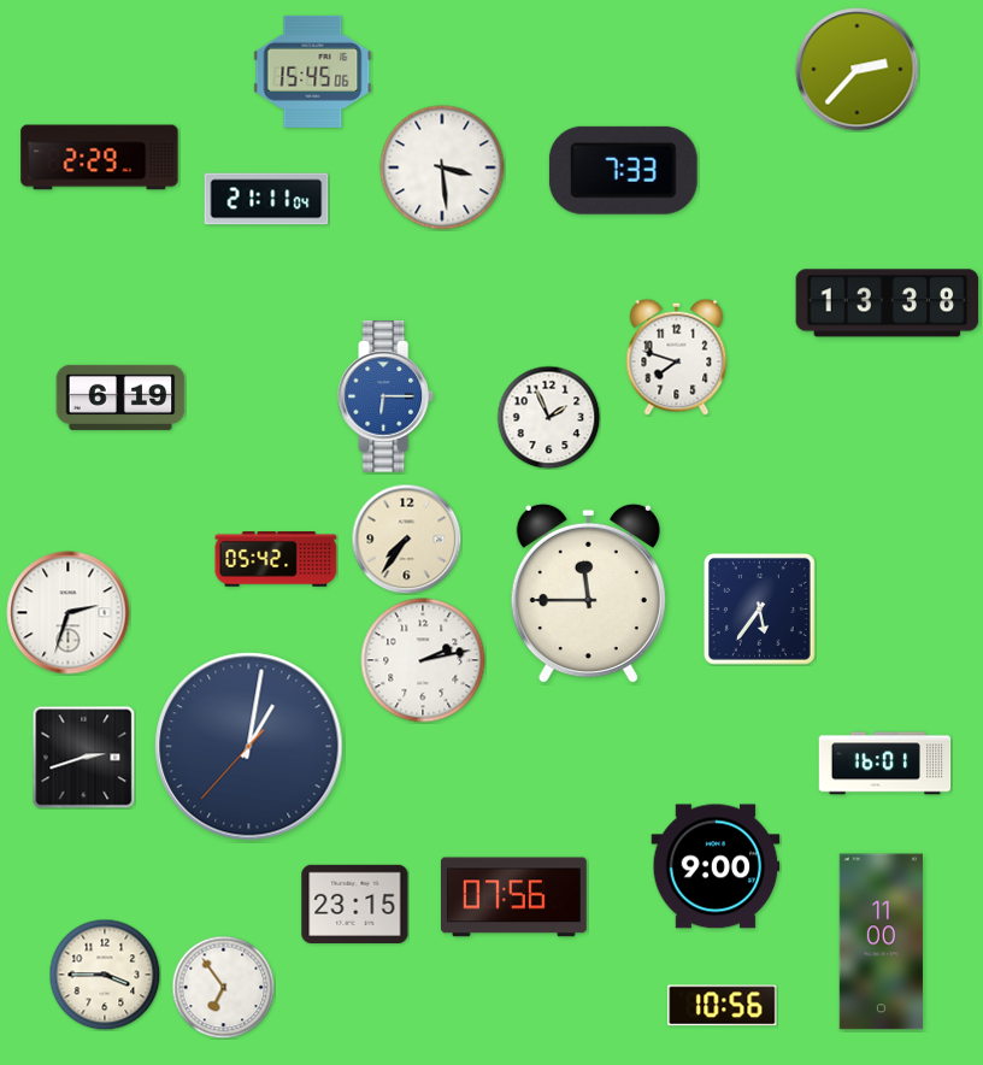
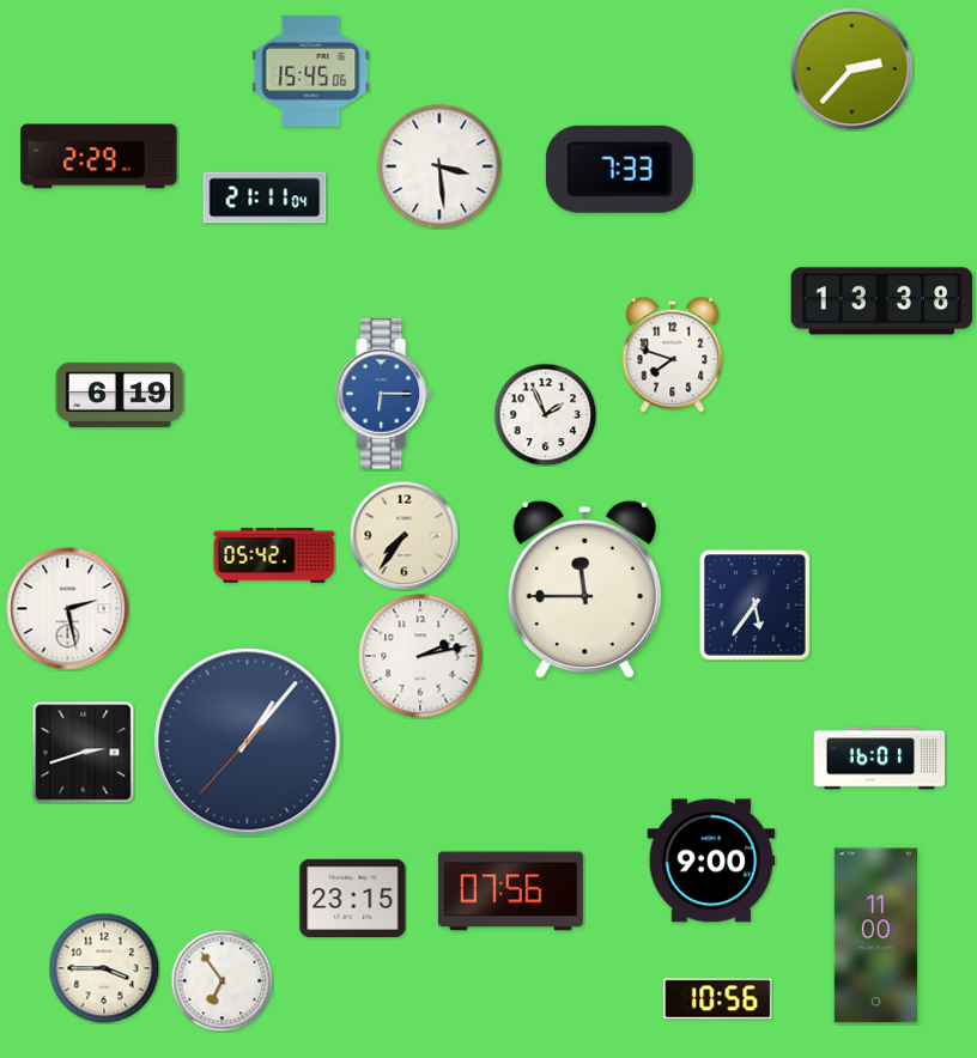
clock at (69, 613): 2:33 -> 2:28
clock at (249, 747): 1:01 -> 1:06
